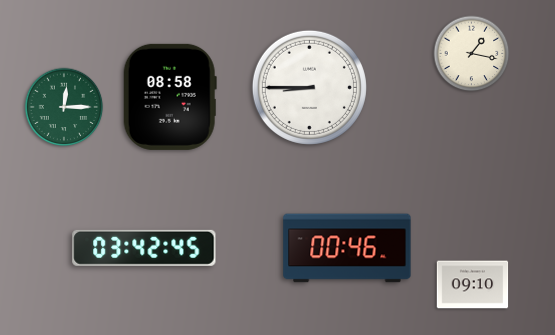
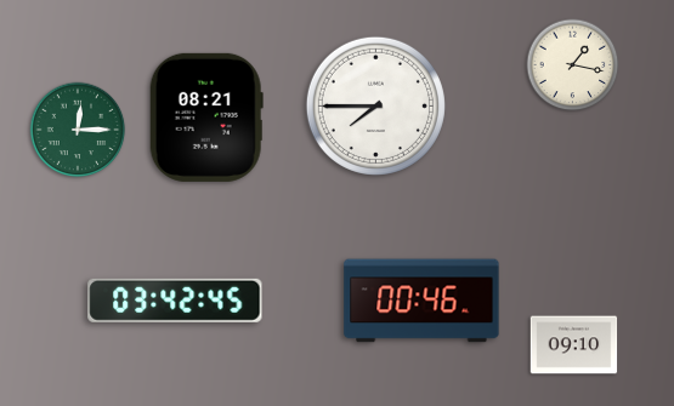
clock at (309, 87): 8:45 -> 7:45
clock at (170, 97): 08:58 -> 08:21
